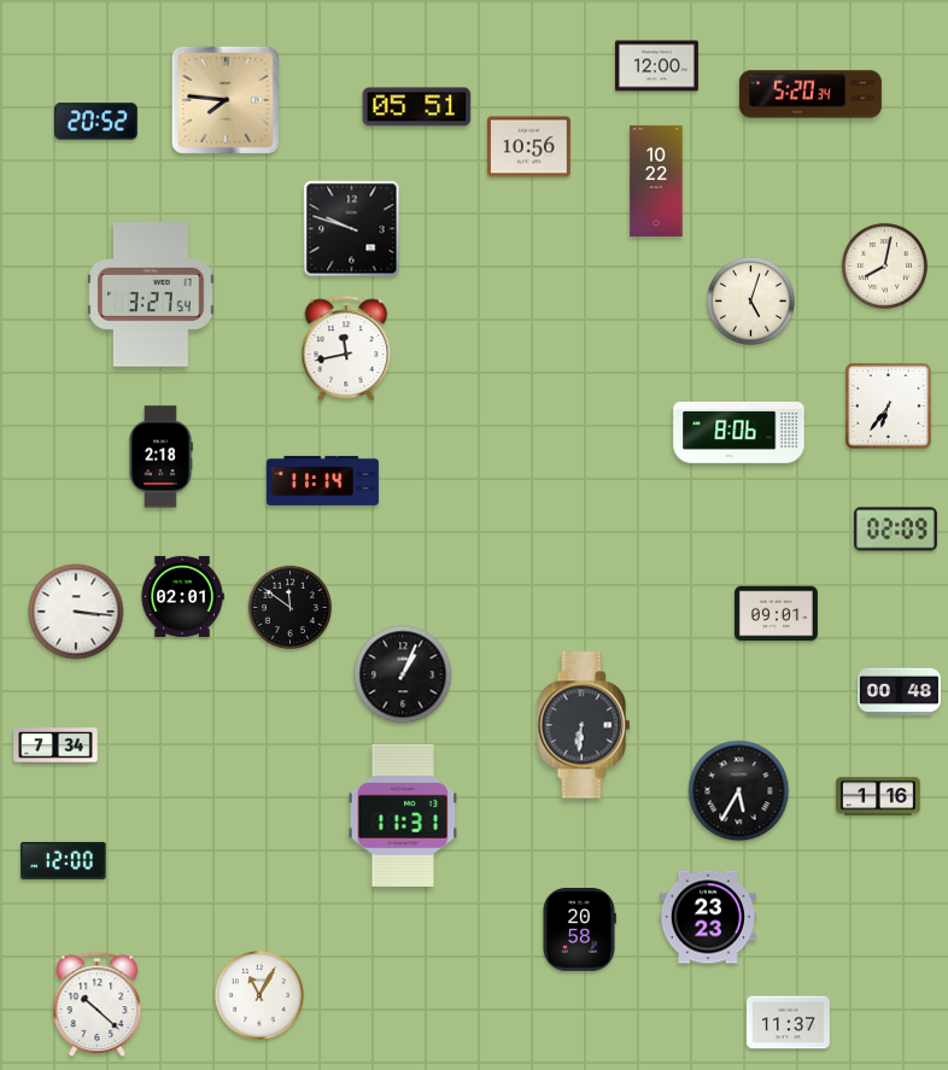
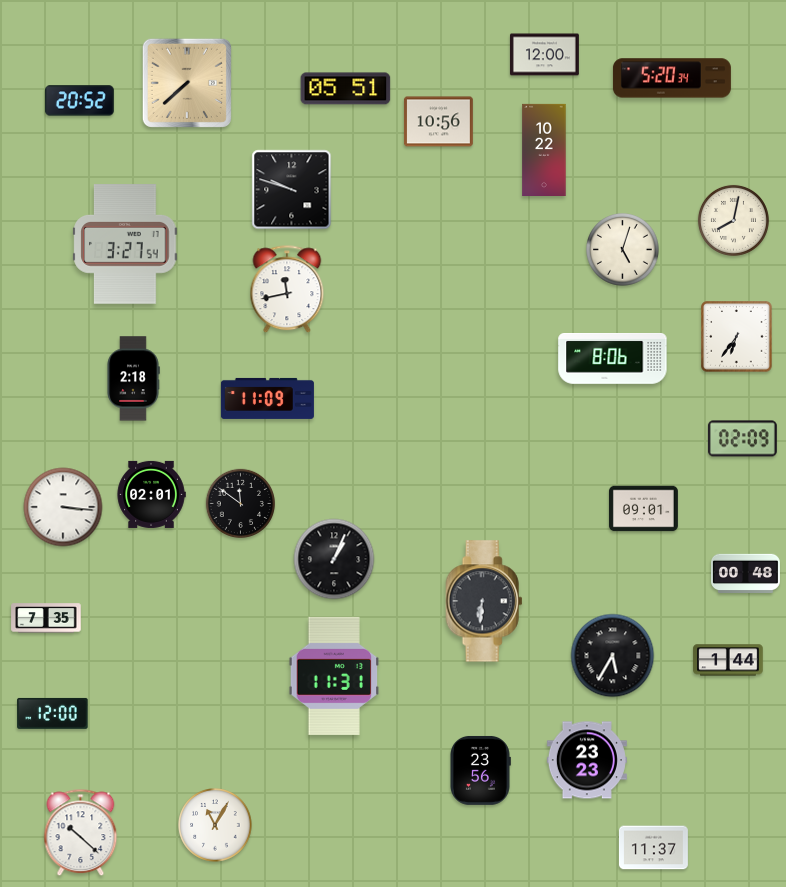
clock at (226, 100): 7:46 -> 7:38
clock at (322, 480): 11:14 -> 11:09
clock at (55, 746): 7:34 -> 7:35
clock at (878, 796): 1:16 -> 1:44
clock at (580, 929): 20:58 -> 23:56
